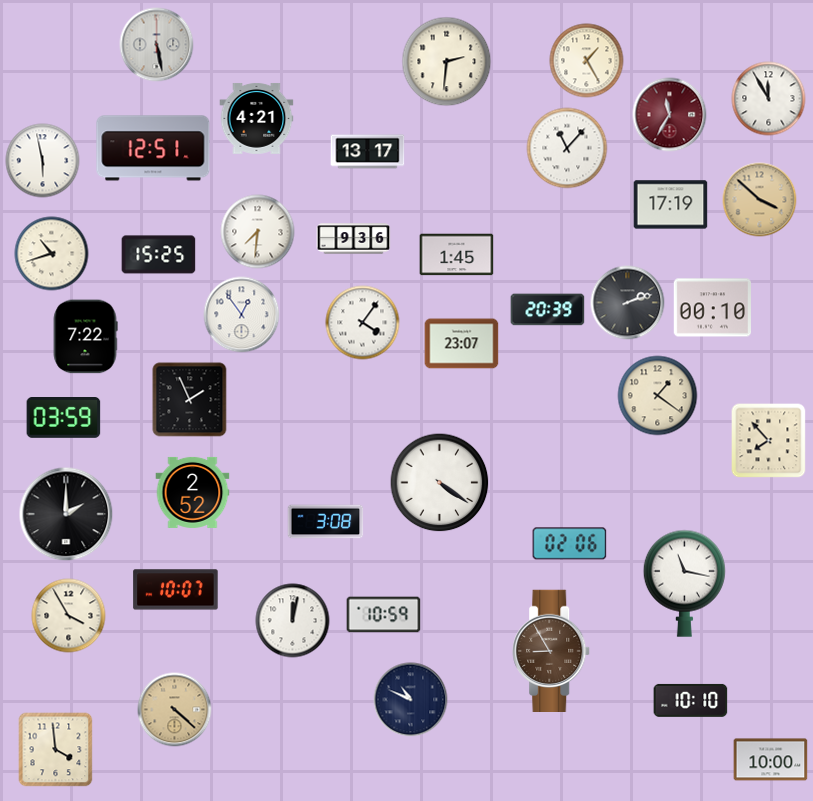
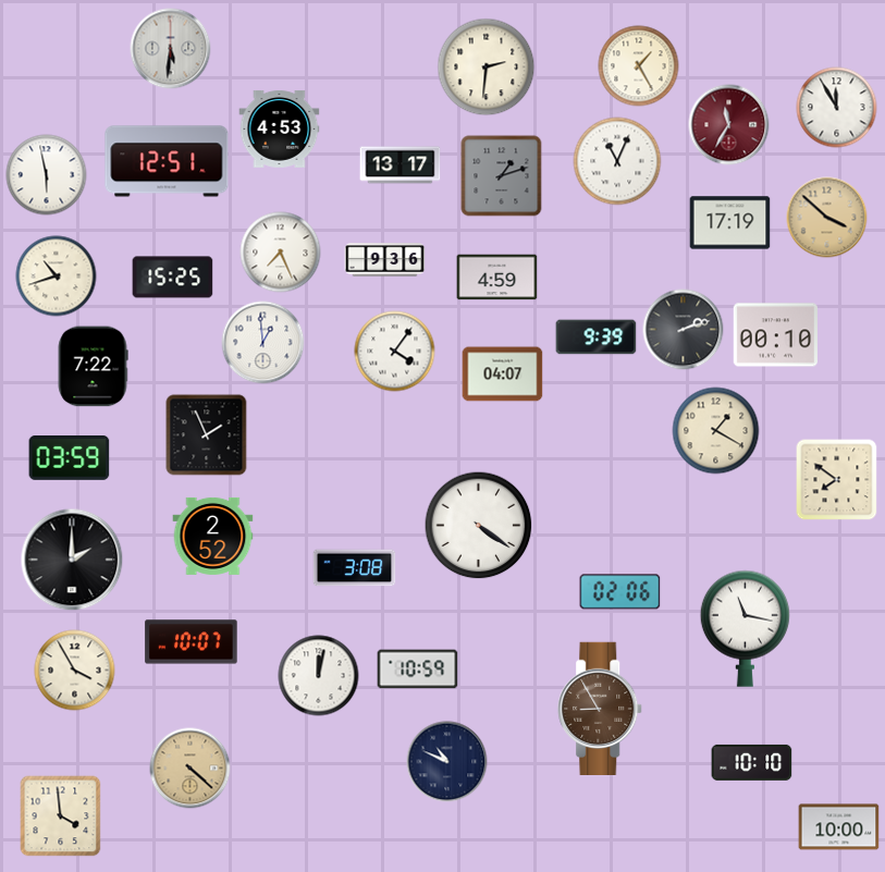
clock at (157, 45): 5:28 -> 5:31
clock at (257, 118): 4:21 -> 4:53
clock at (567, 148): 11:07 -> 11:04
clock at (502, 176): none -> 1:12
clock at (258, 232): 7:31 -> 7:26
clock at (457, 255): 1:45 -> 4:59
clock at (548, 310): 20:39 -> 9:39
clock at (242, 315): 12:54 -> 12:59
clock at (462, 344): 23:07 -> 04:07
clock at (658, 396): 1:21 -> 1:20
clock at (64, 418) position: (64, 418) -> (70, 458)
clock at (769, 441): 7:53 -> 7:51
clock at (193, 492) position: (193, 492) -> (213, 536)
clock at (684, 583) position: (684, 583) -> (745, 628)
clock at (175, 710) position: (175, 710) -> (190, 769)
